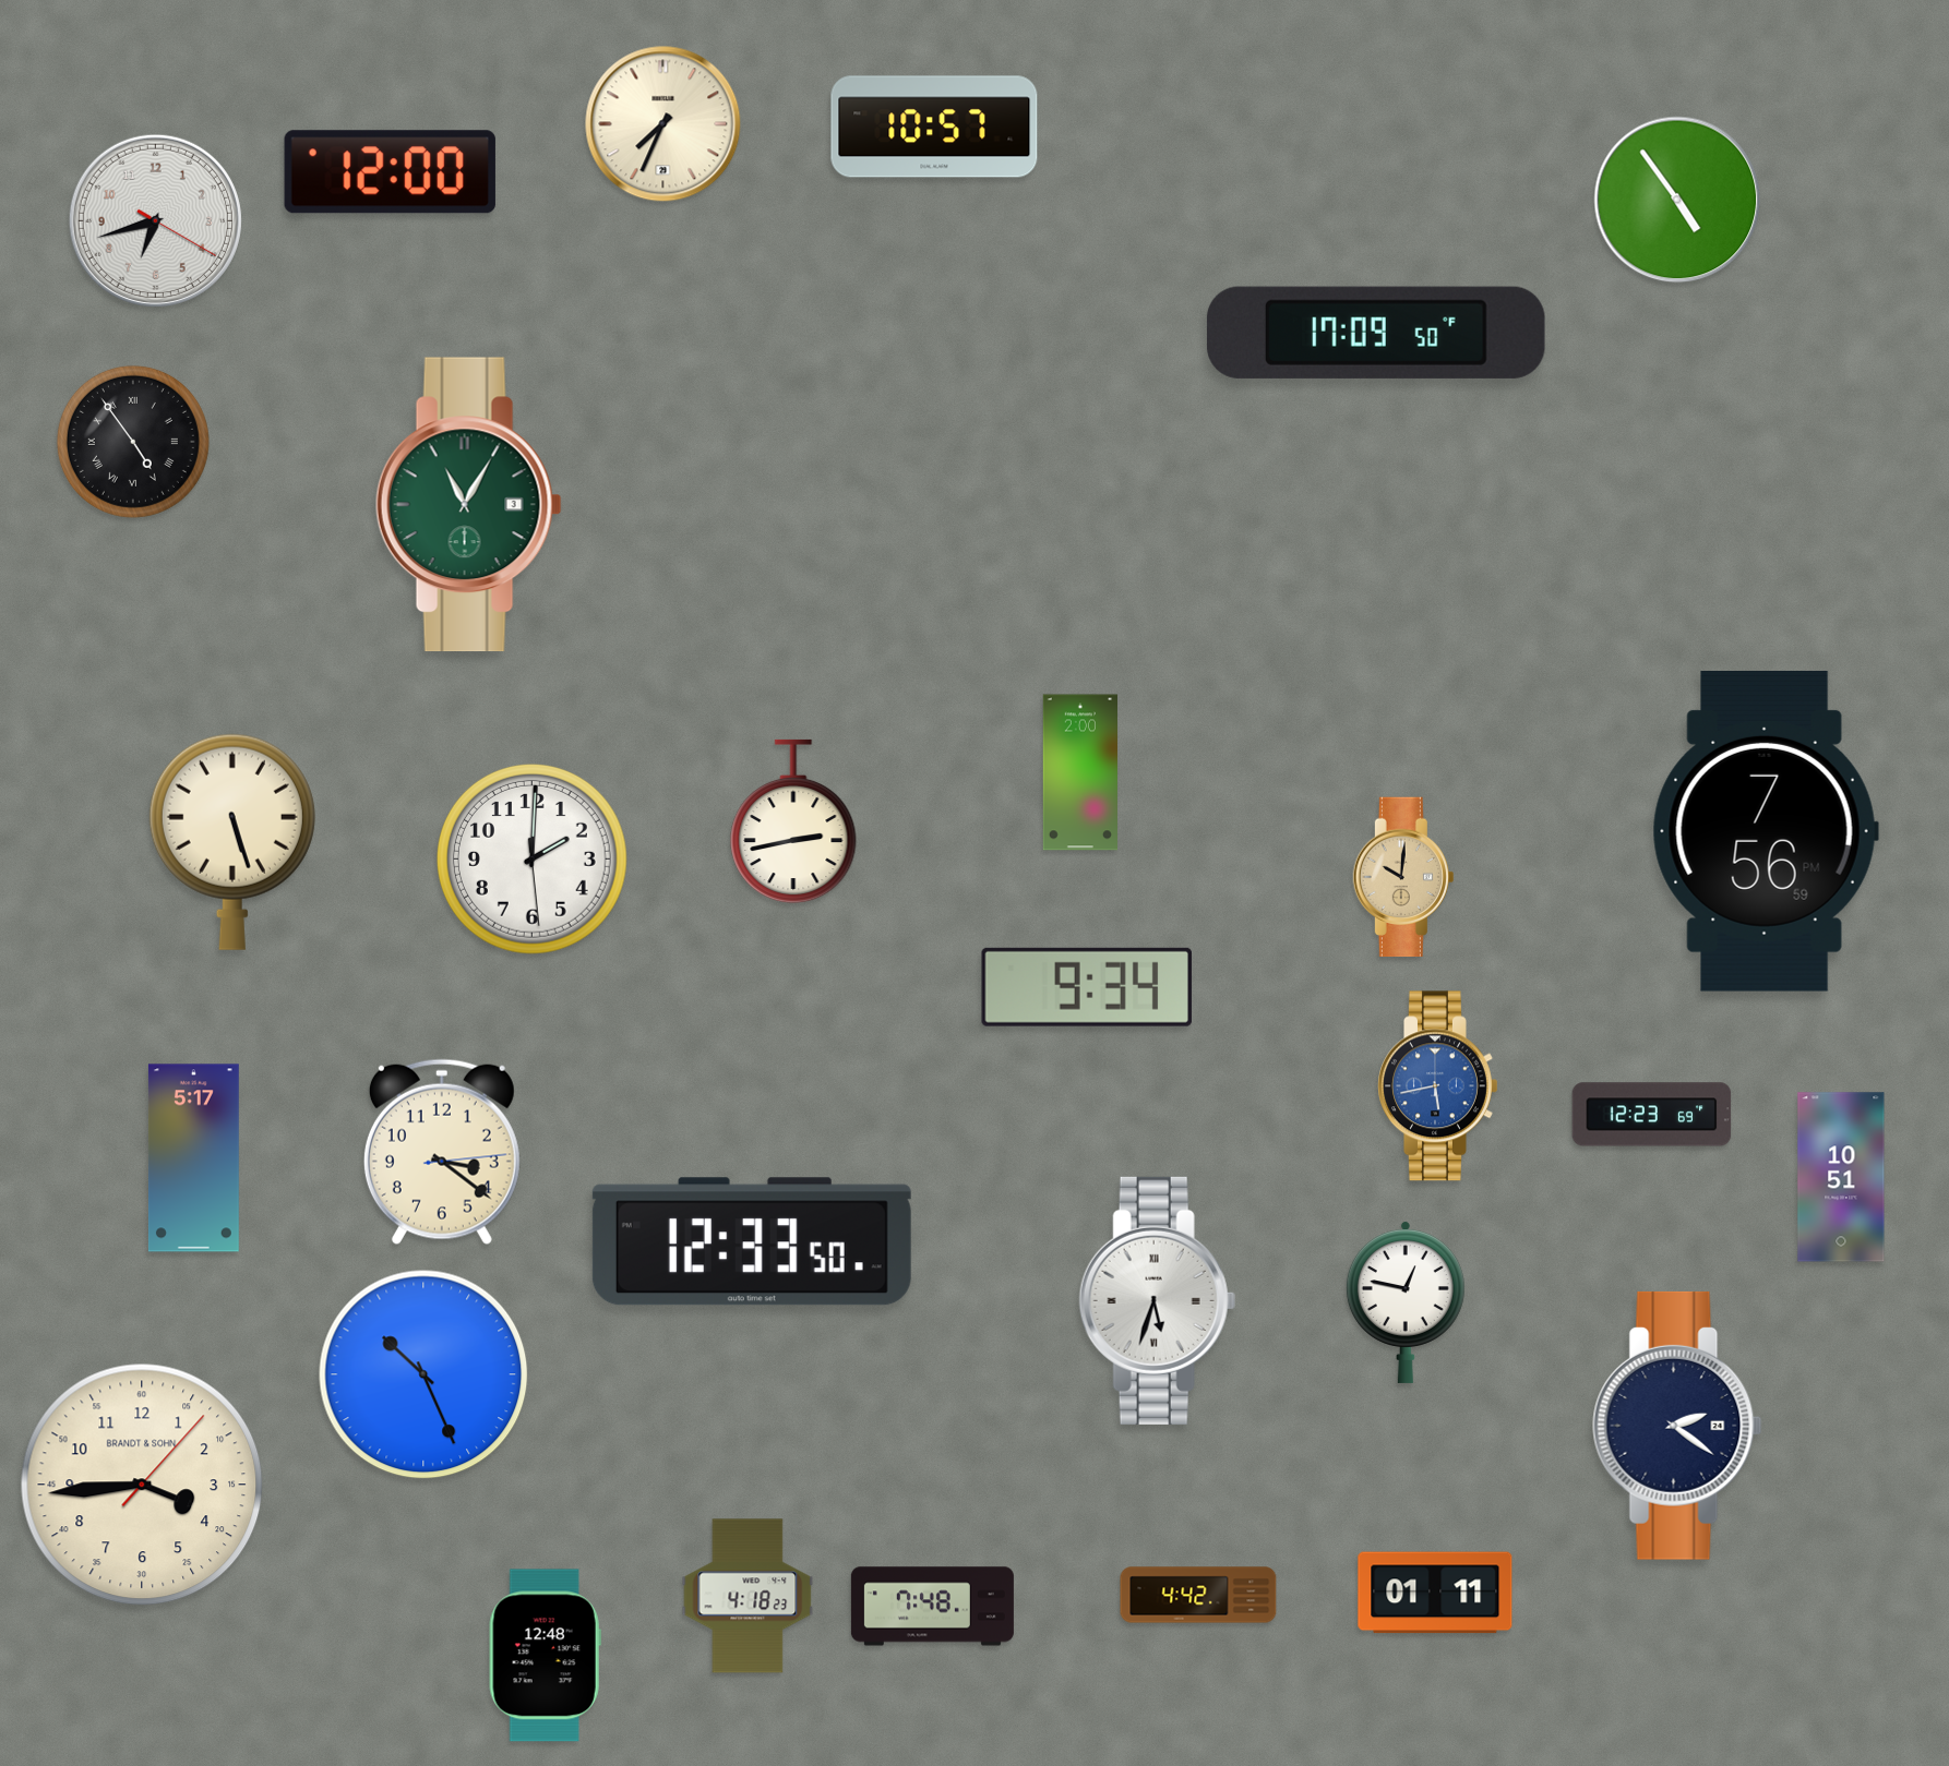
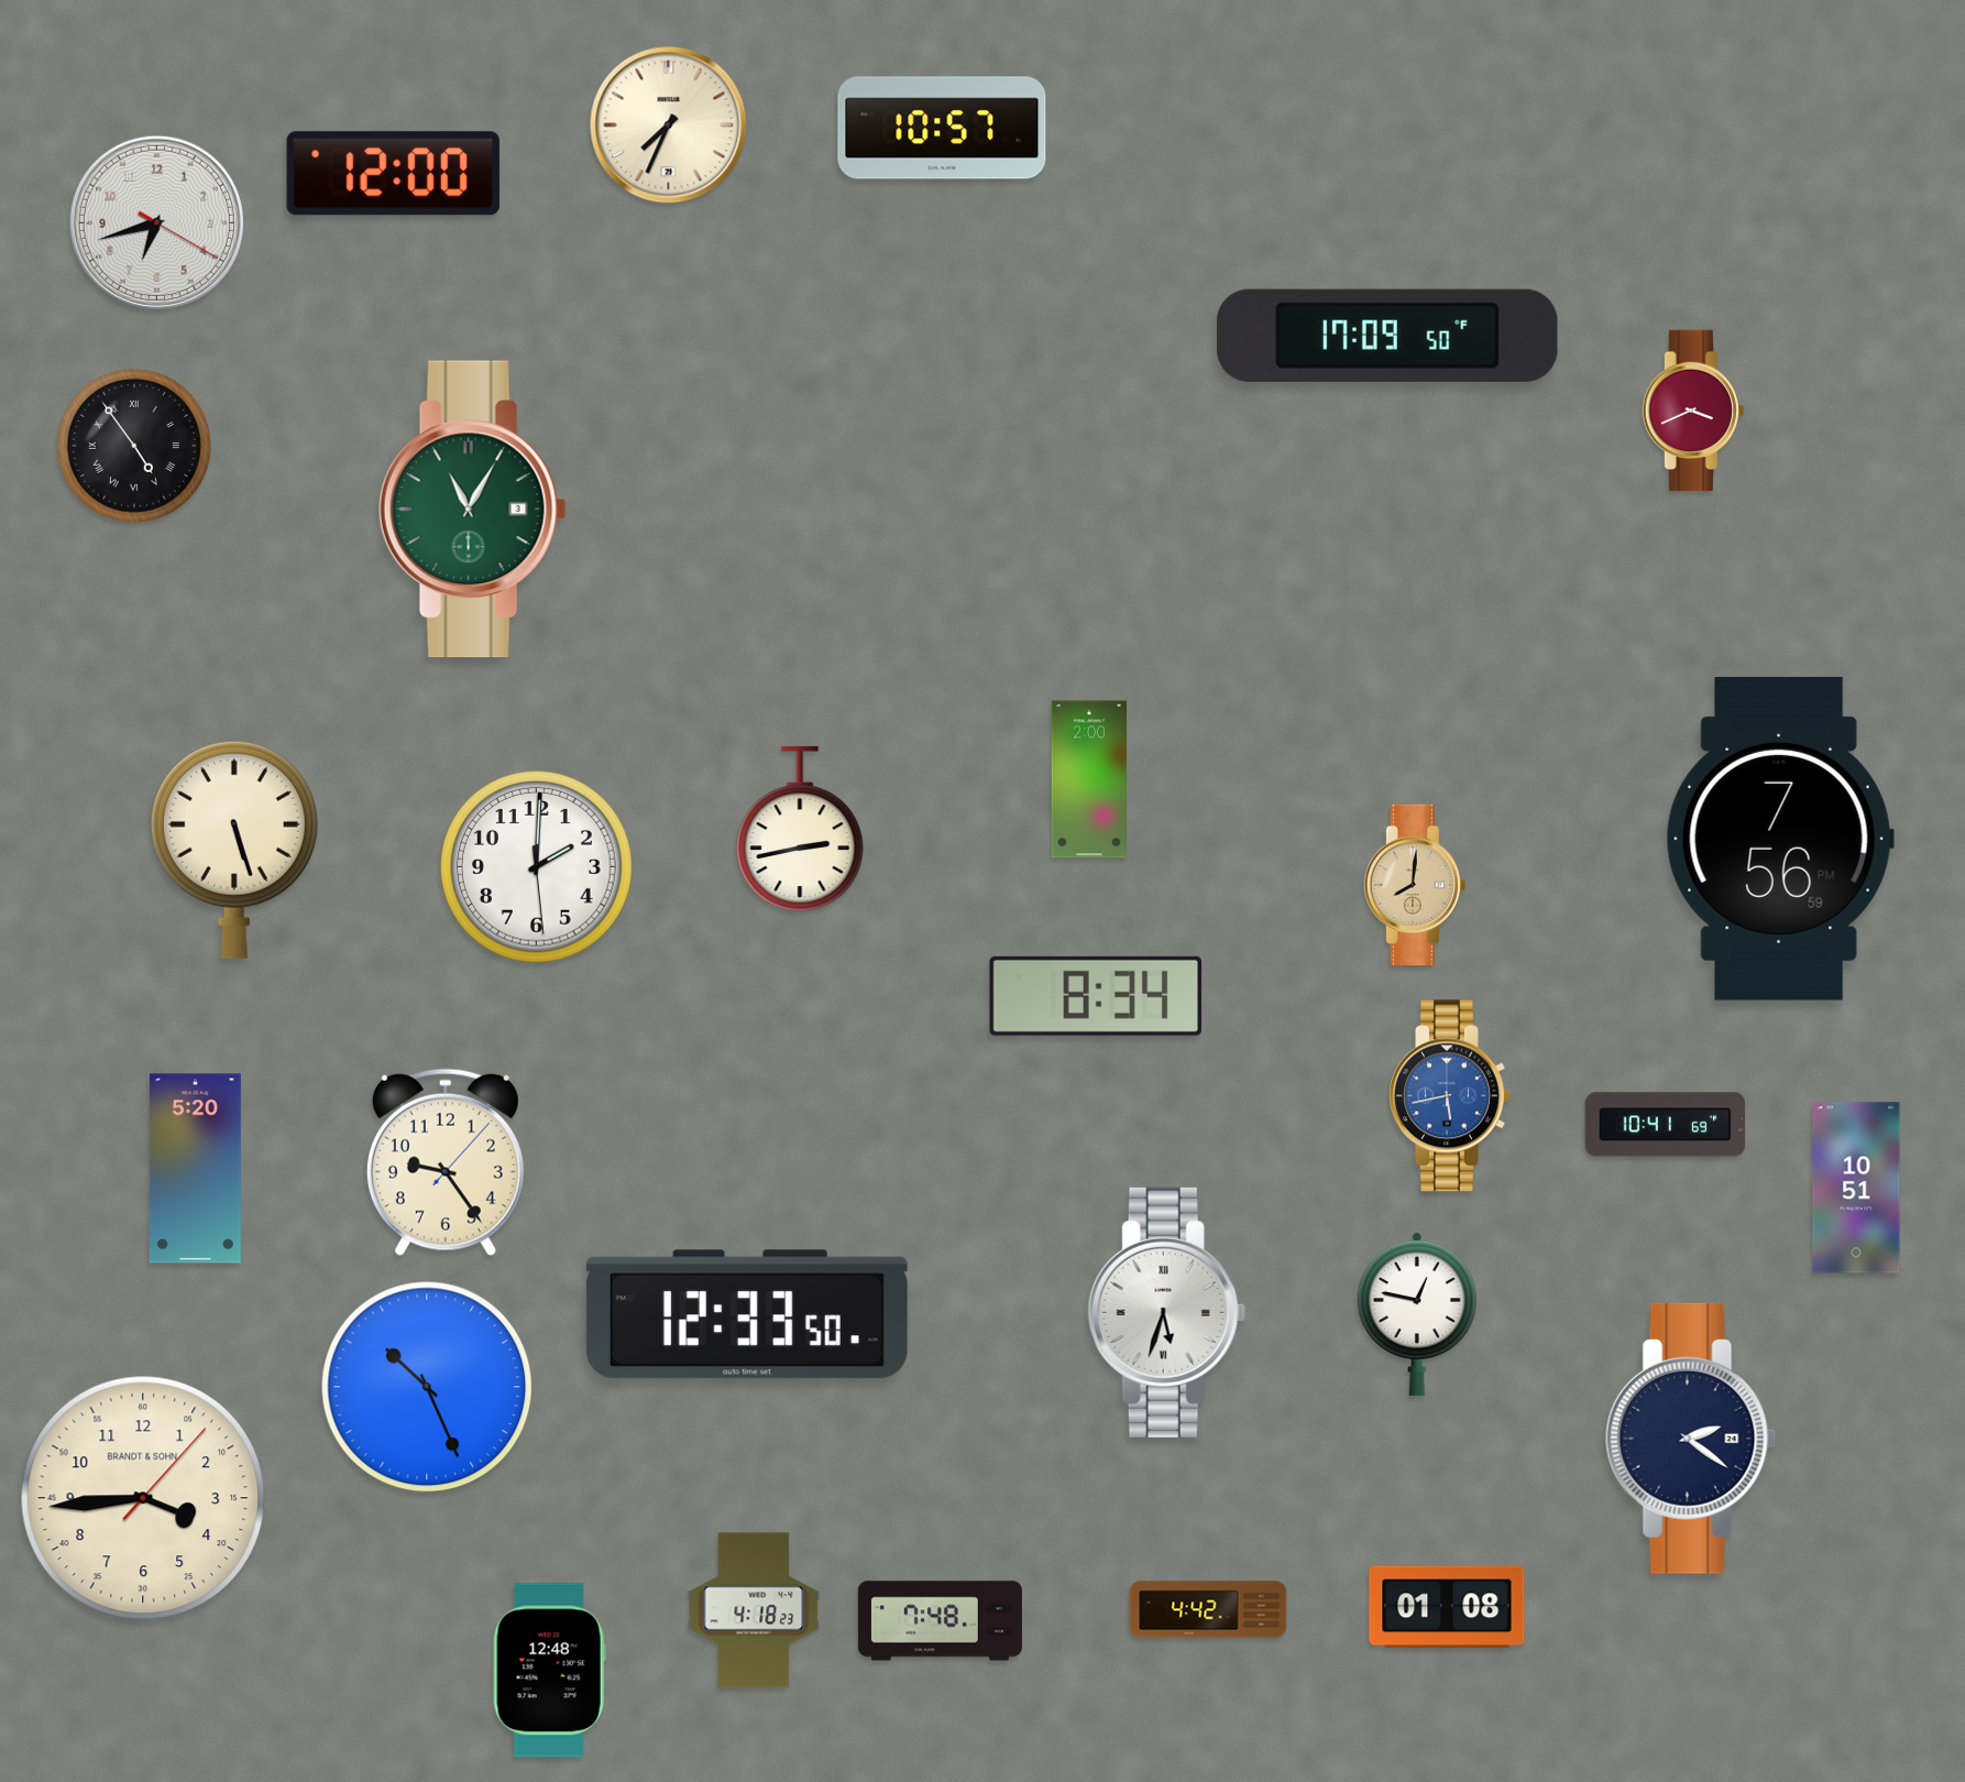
clock at (1677, 200): 4:54 -> none
clock at (1693, 411): none -> 3:41
clock at (1403, 877): 10:01 -> 8:01
clock at (1087, 987): 9:34 -> 8:34
clock at (1652, 1115): 12:23 -> 10:41
clock at (442, 1152): 3:21 -> 9:24
clock at (193, 1158): 5:17 -> 5:20
clock at (752, 1241) position: (752, 1241) -> (747, 1314)
clock at (1435, 1593): 01:11 -> 01:08
